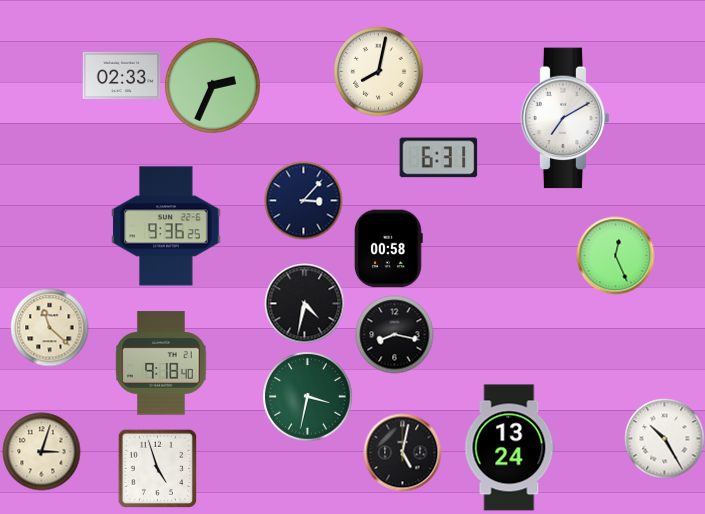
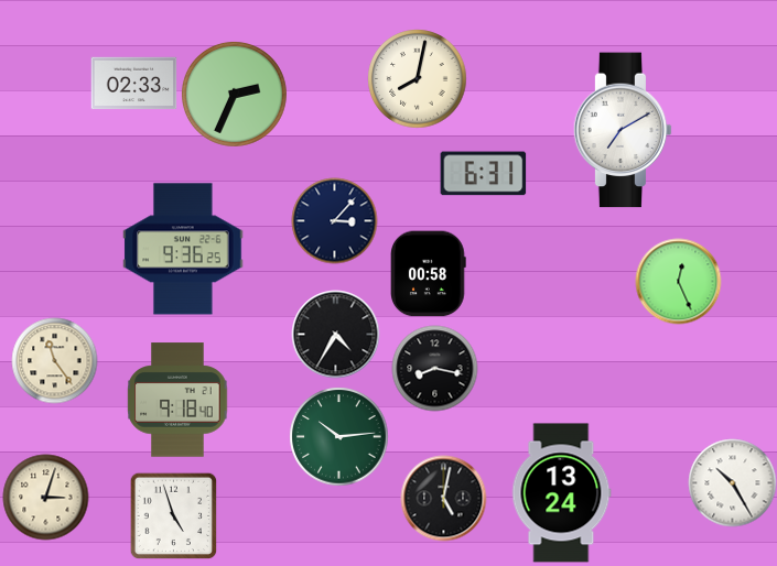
clock at (304, 303): 4:32 -> 4:35
clock at (49, 327): 11:22 -> 11:24
clock at (307, 396): 3:32 -> 10:14
